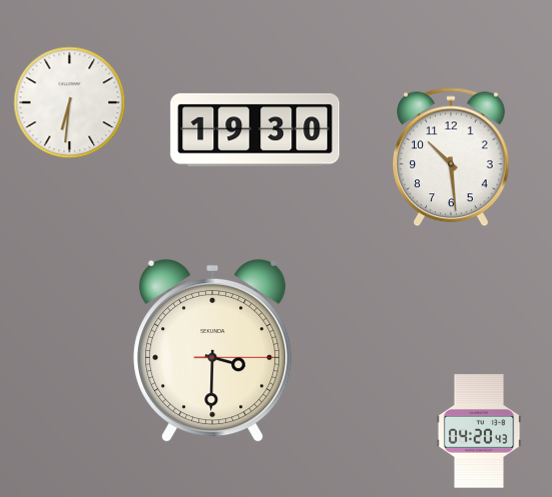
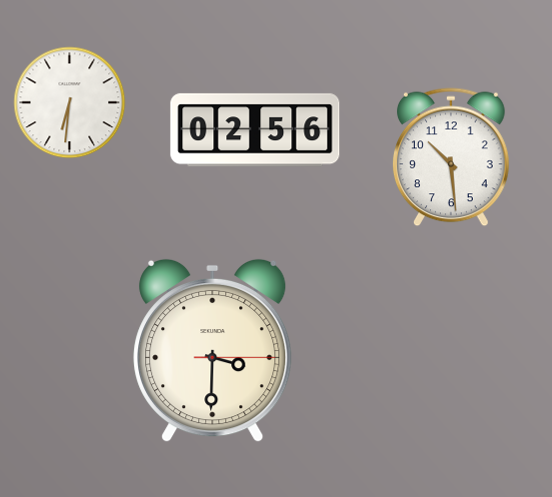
clock at (255, 130): 19:30 -> 02:56
clock at (479, 431): 04:20 -> none
